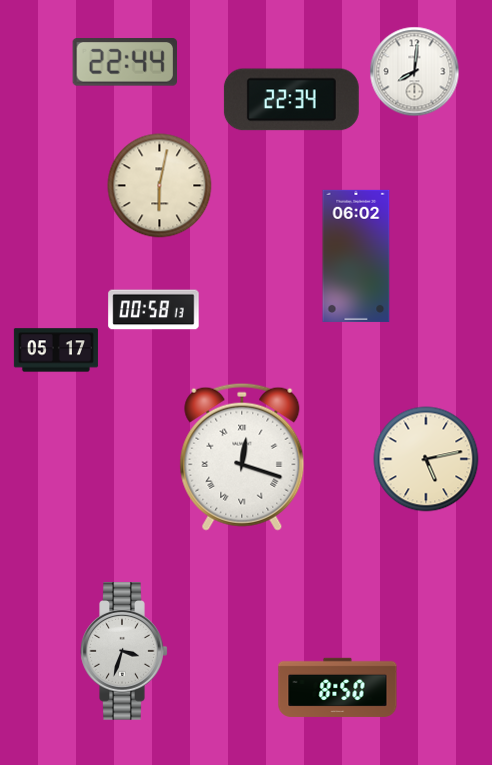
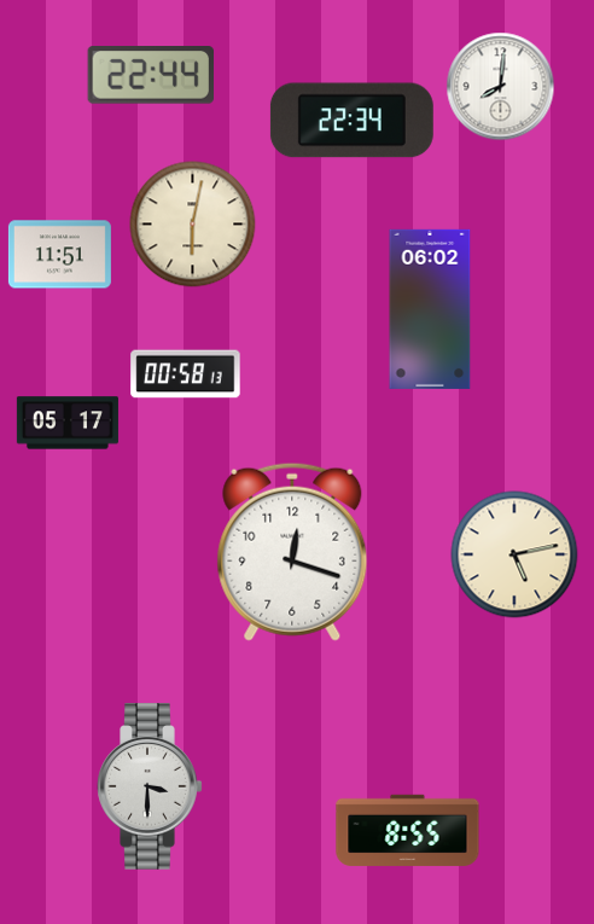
clock at (59, 255): none -> 11:51
clock at (242, 457) numerals: Roman -> Arabic
clock at (124, 651): 3:33 -> 3:30
clock at (338, 687): 8:50 -> 8:55
